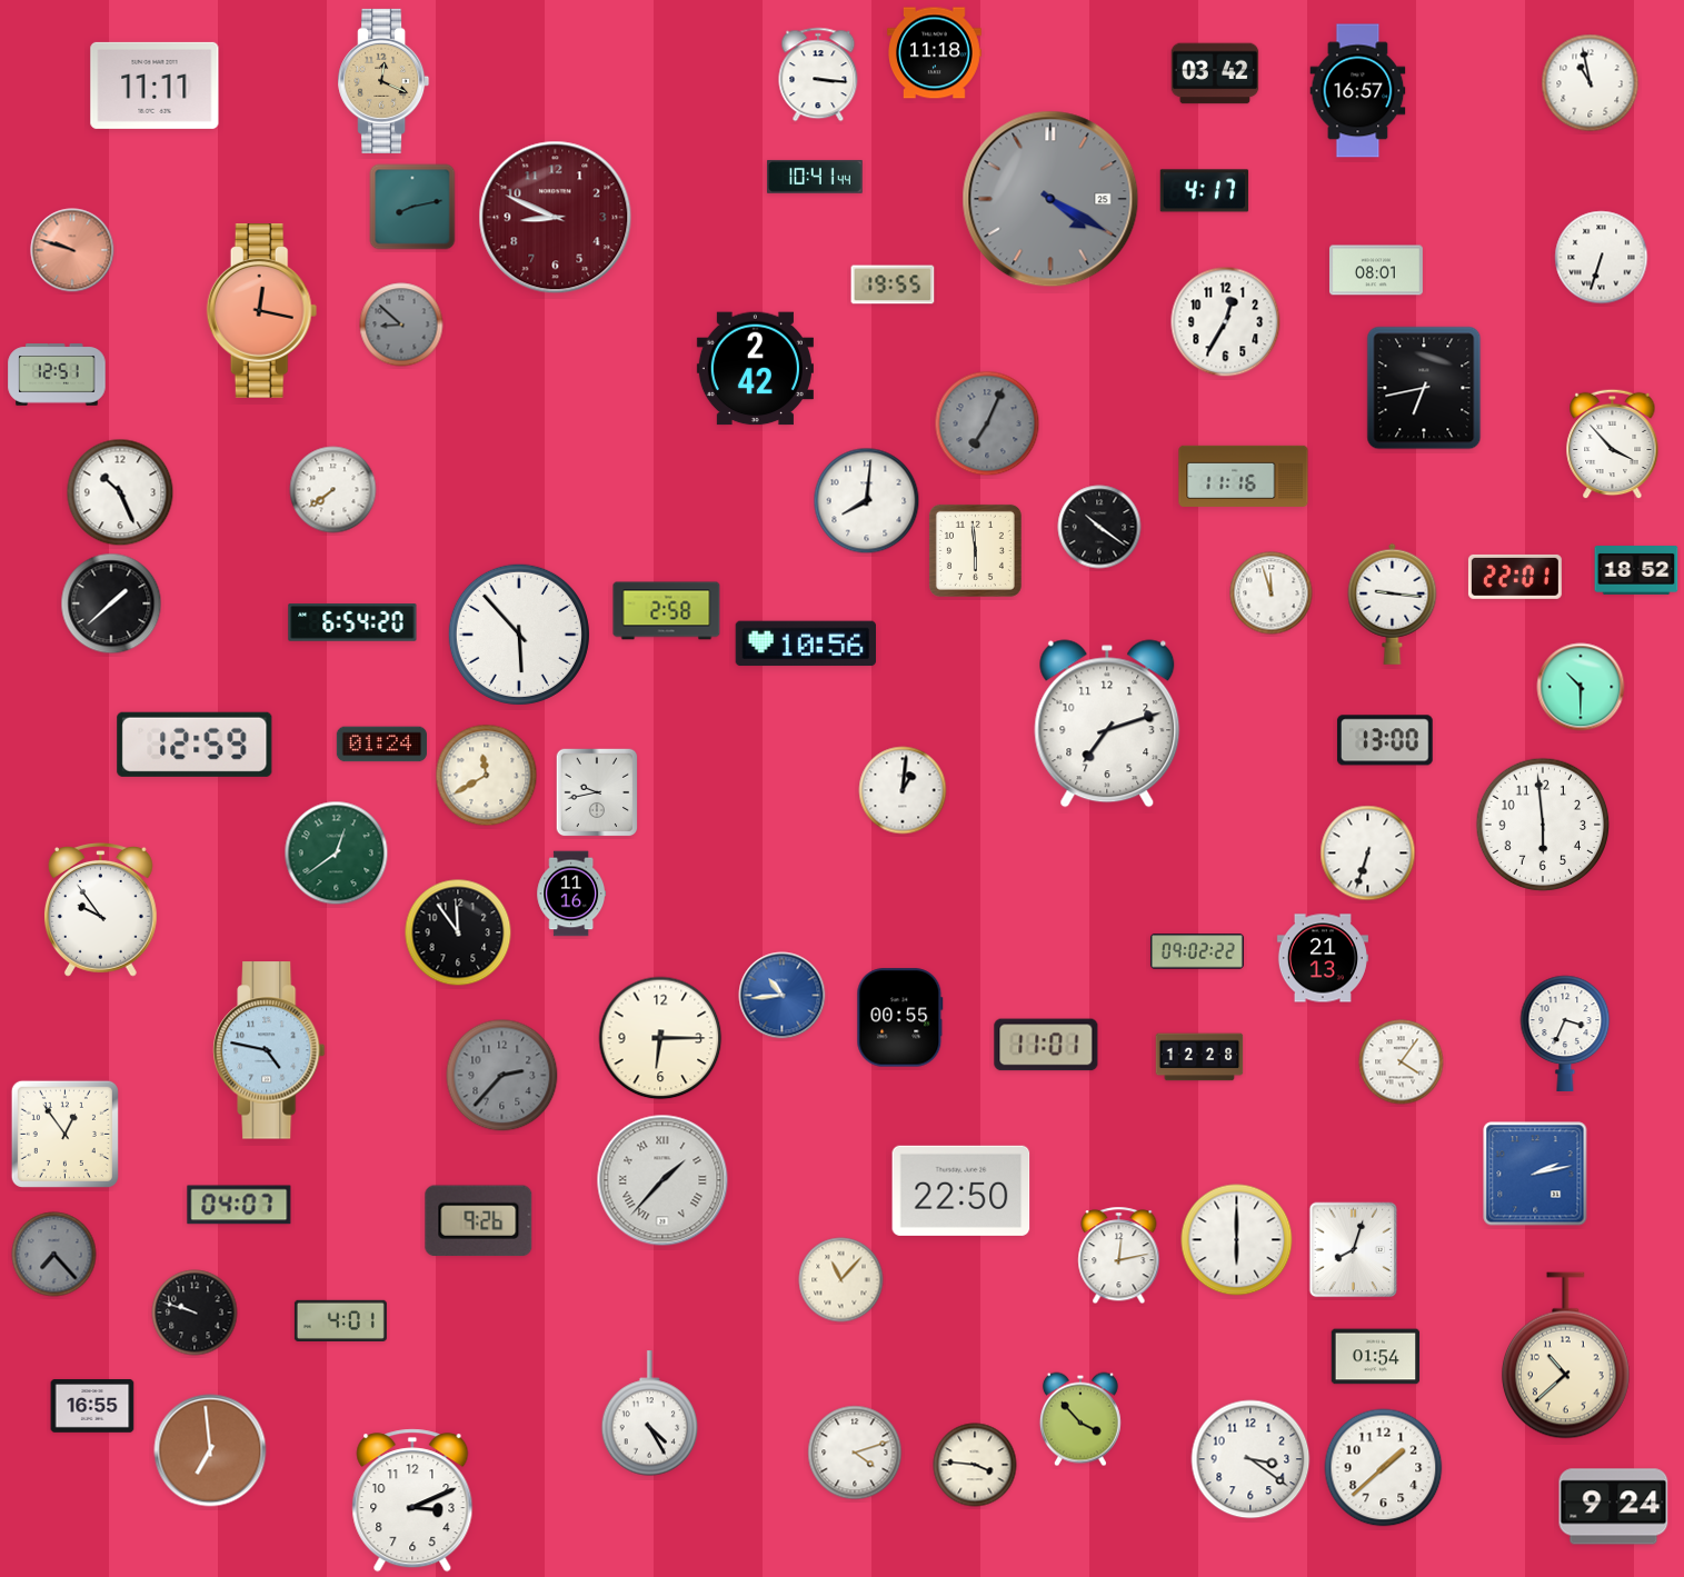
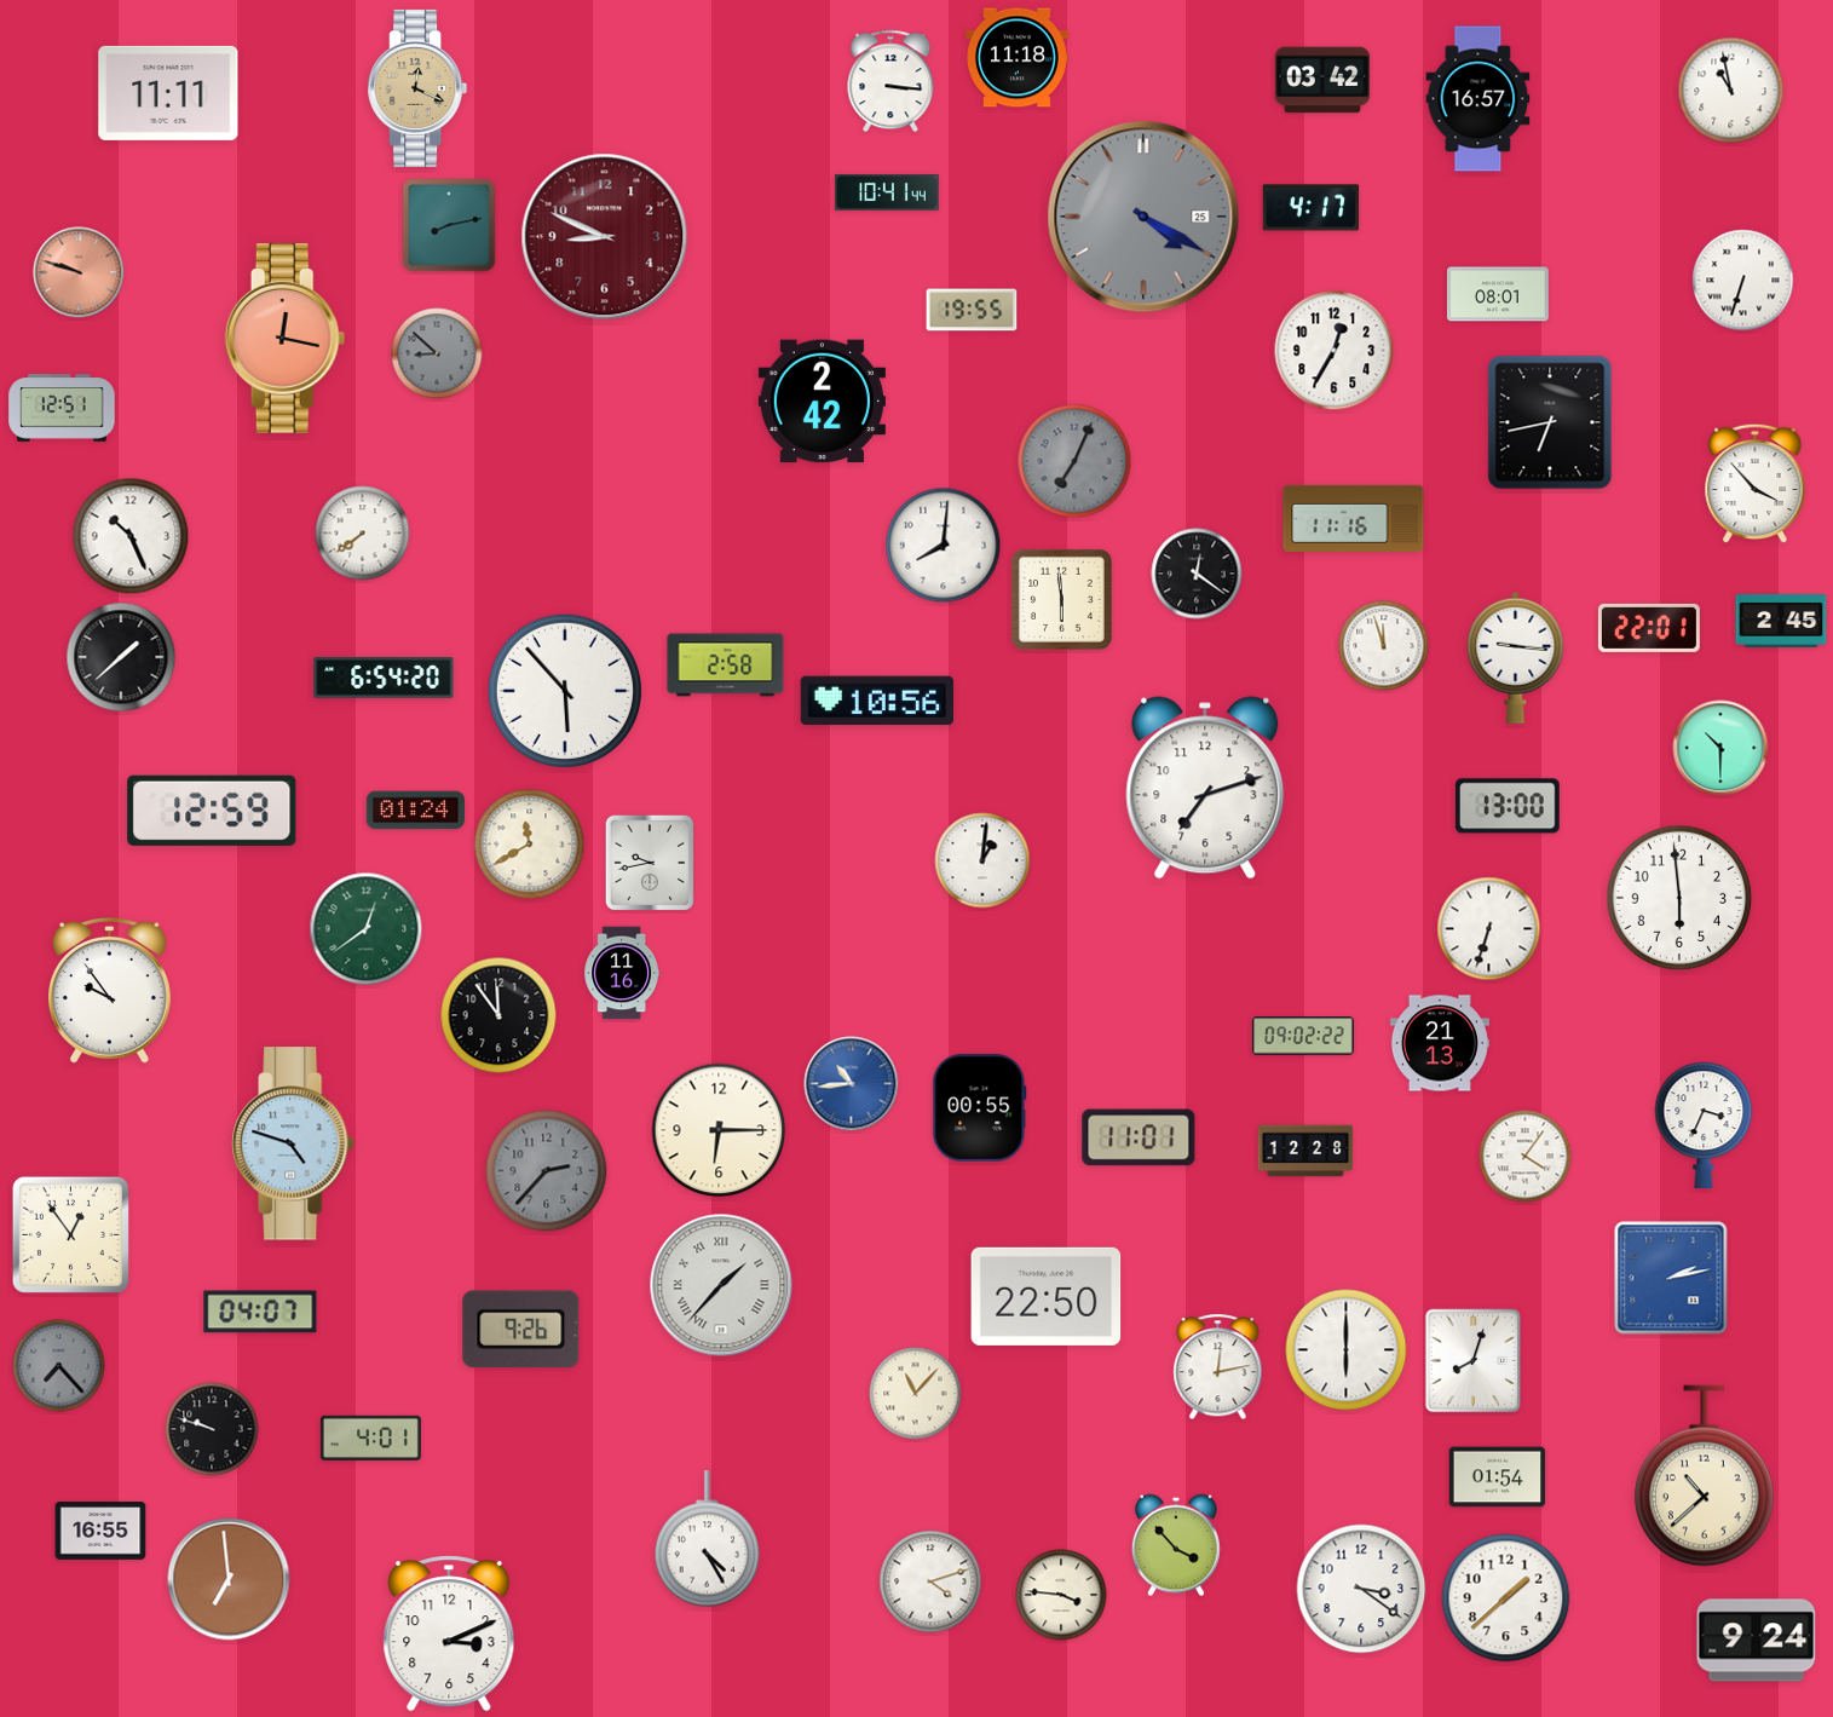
clock at (1099, 527): 10:21 -> 12:21
clock at (1636, 571): 18:52 -> 2:45
clock at (269, 1050): 4:47 -> 4:48
